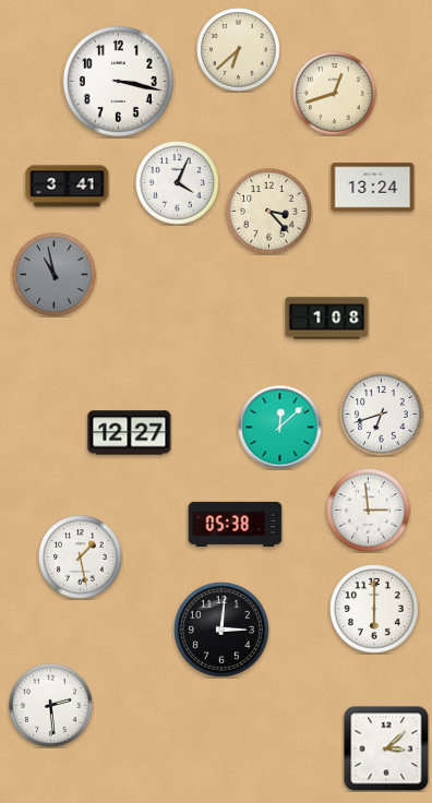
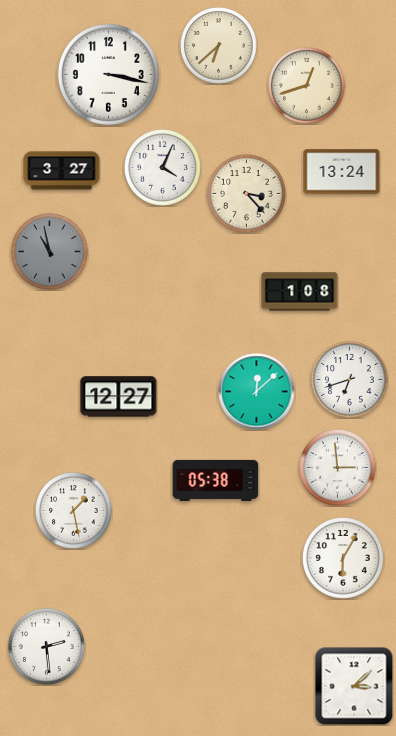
clock at (68, 187): 3:41 -> 3:27
clock at (374, 609): 6:00 -> 6:05
clock at (223, 631): 3:01 -> none
